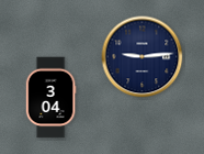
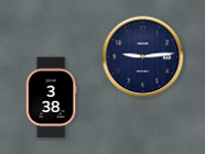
clock at (50, 98): 3:04 -> 3:38
